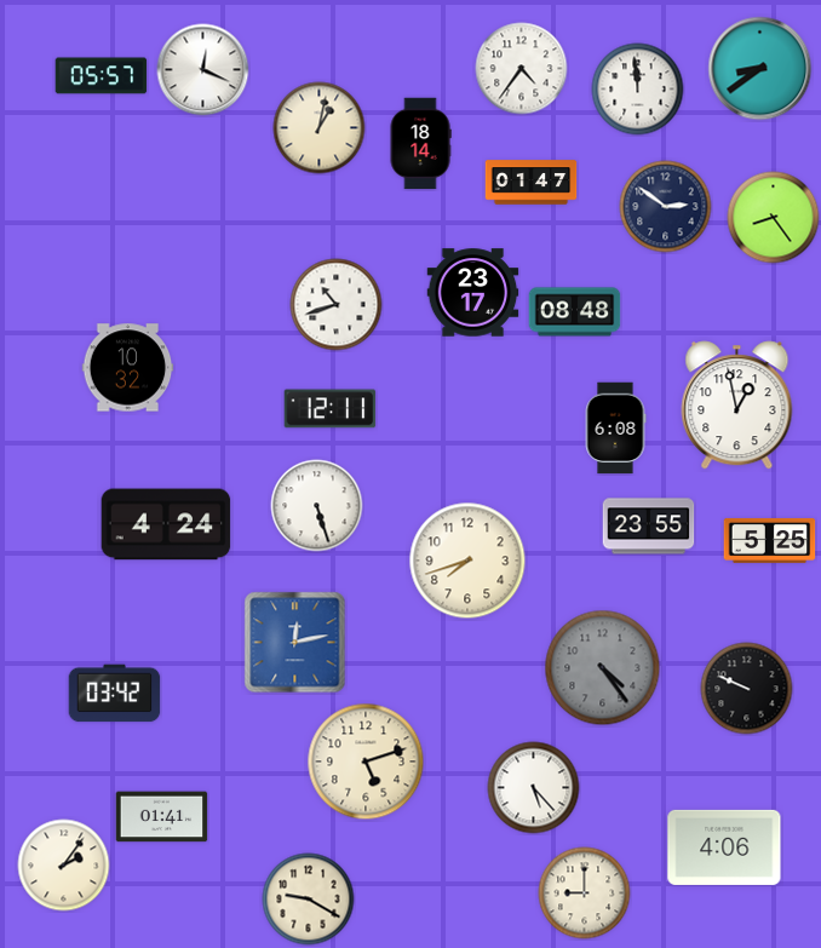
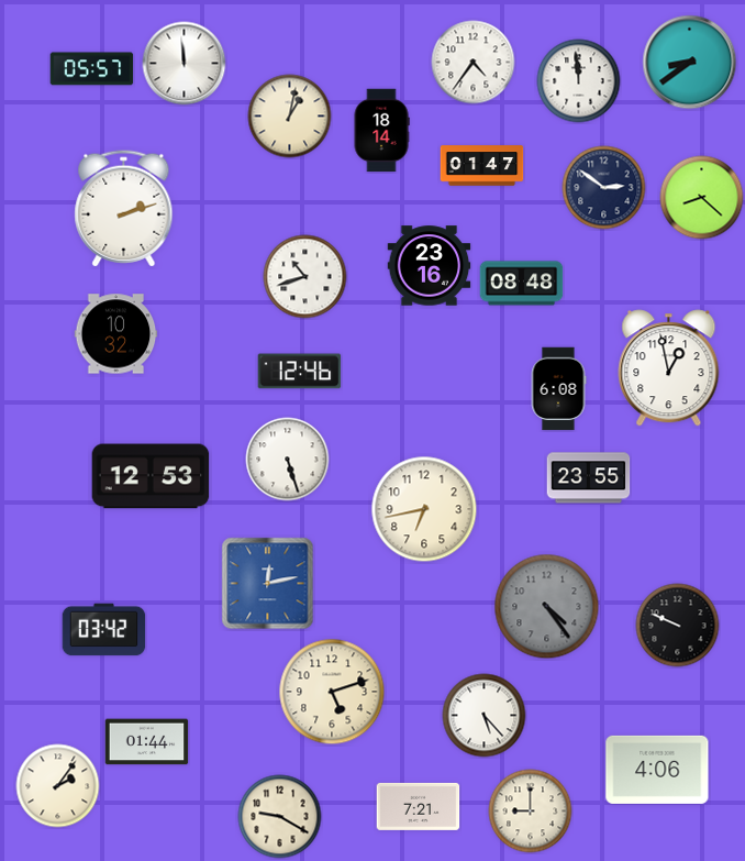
clock at (203, 70): 12:19 -> 11:59
clock at (774, 218): 8:24 -> 8:22
clock at (124, 209): none -> 2:12
clock at (473, 293): 23:17 -> 23:16
clock at (331, 409): 12:11 -> 12:46
clock at (166, 524): 4:24 -> 12:53
clock at (770, 540): 5:25 -> none
clock at (467, 561): 7:42 -> 6:43
clock at (162, 817): 01:41 -> 01:44
clock at (419, 806): none -> 7:21
